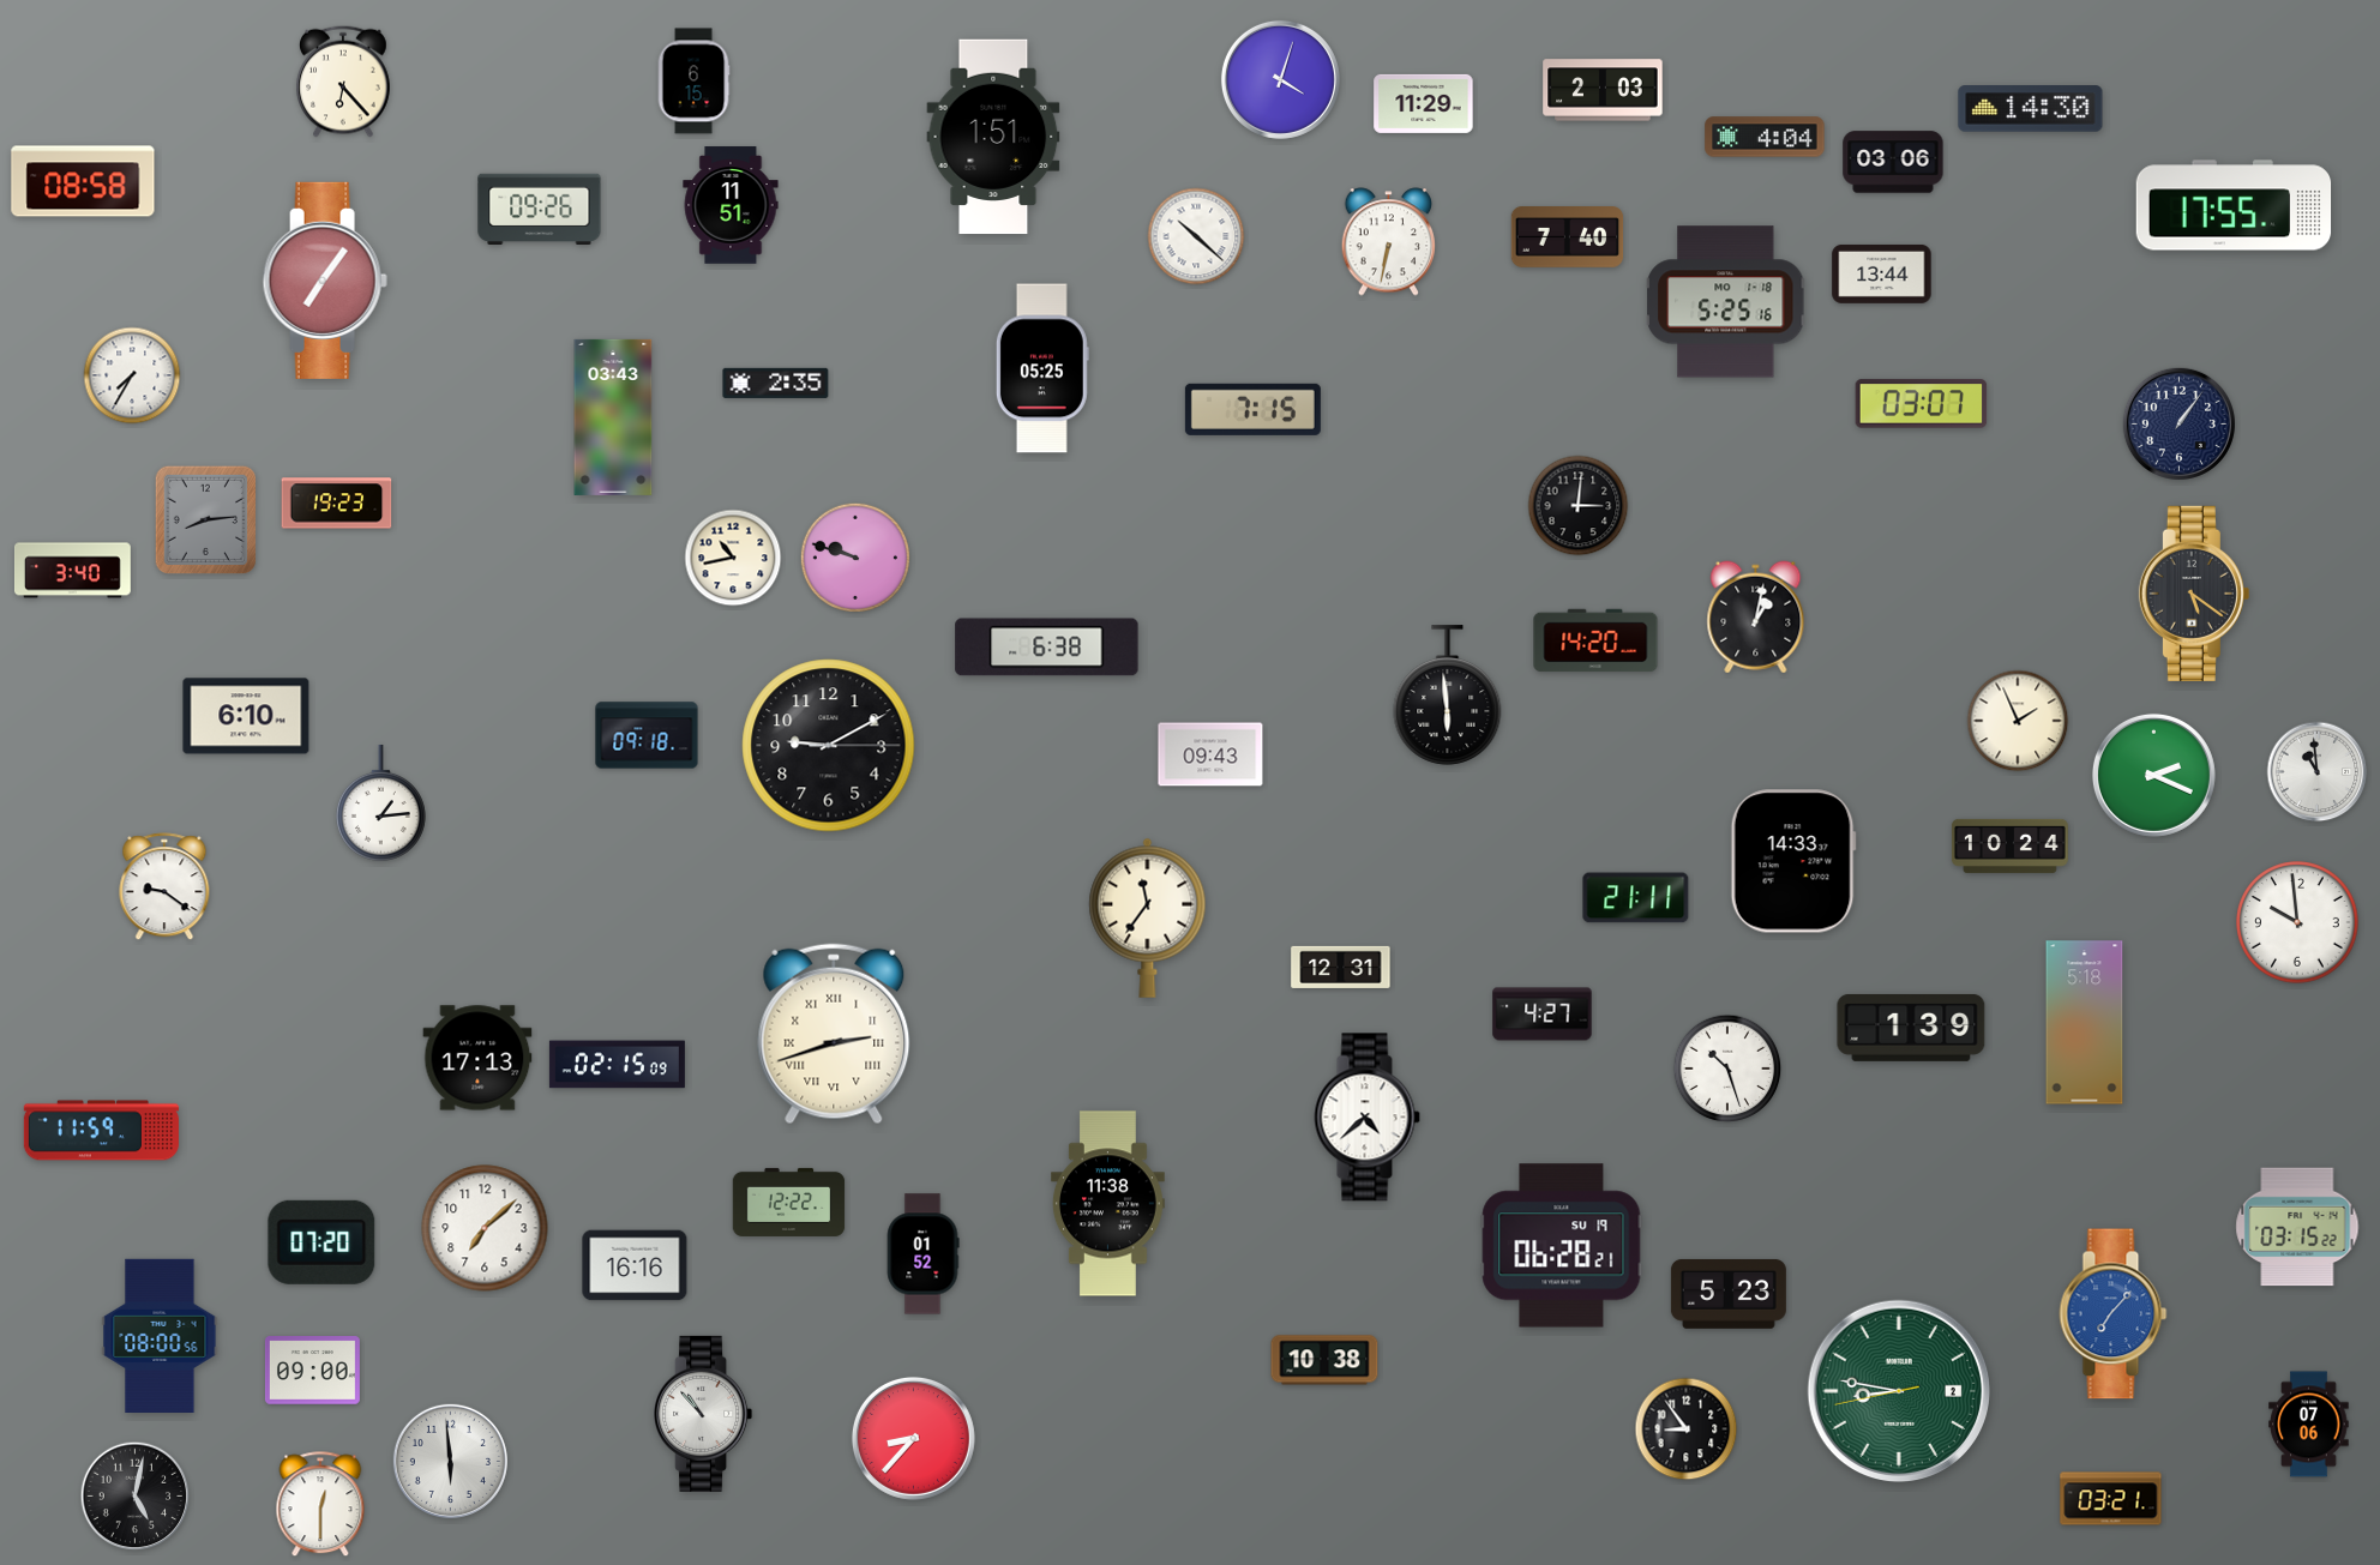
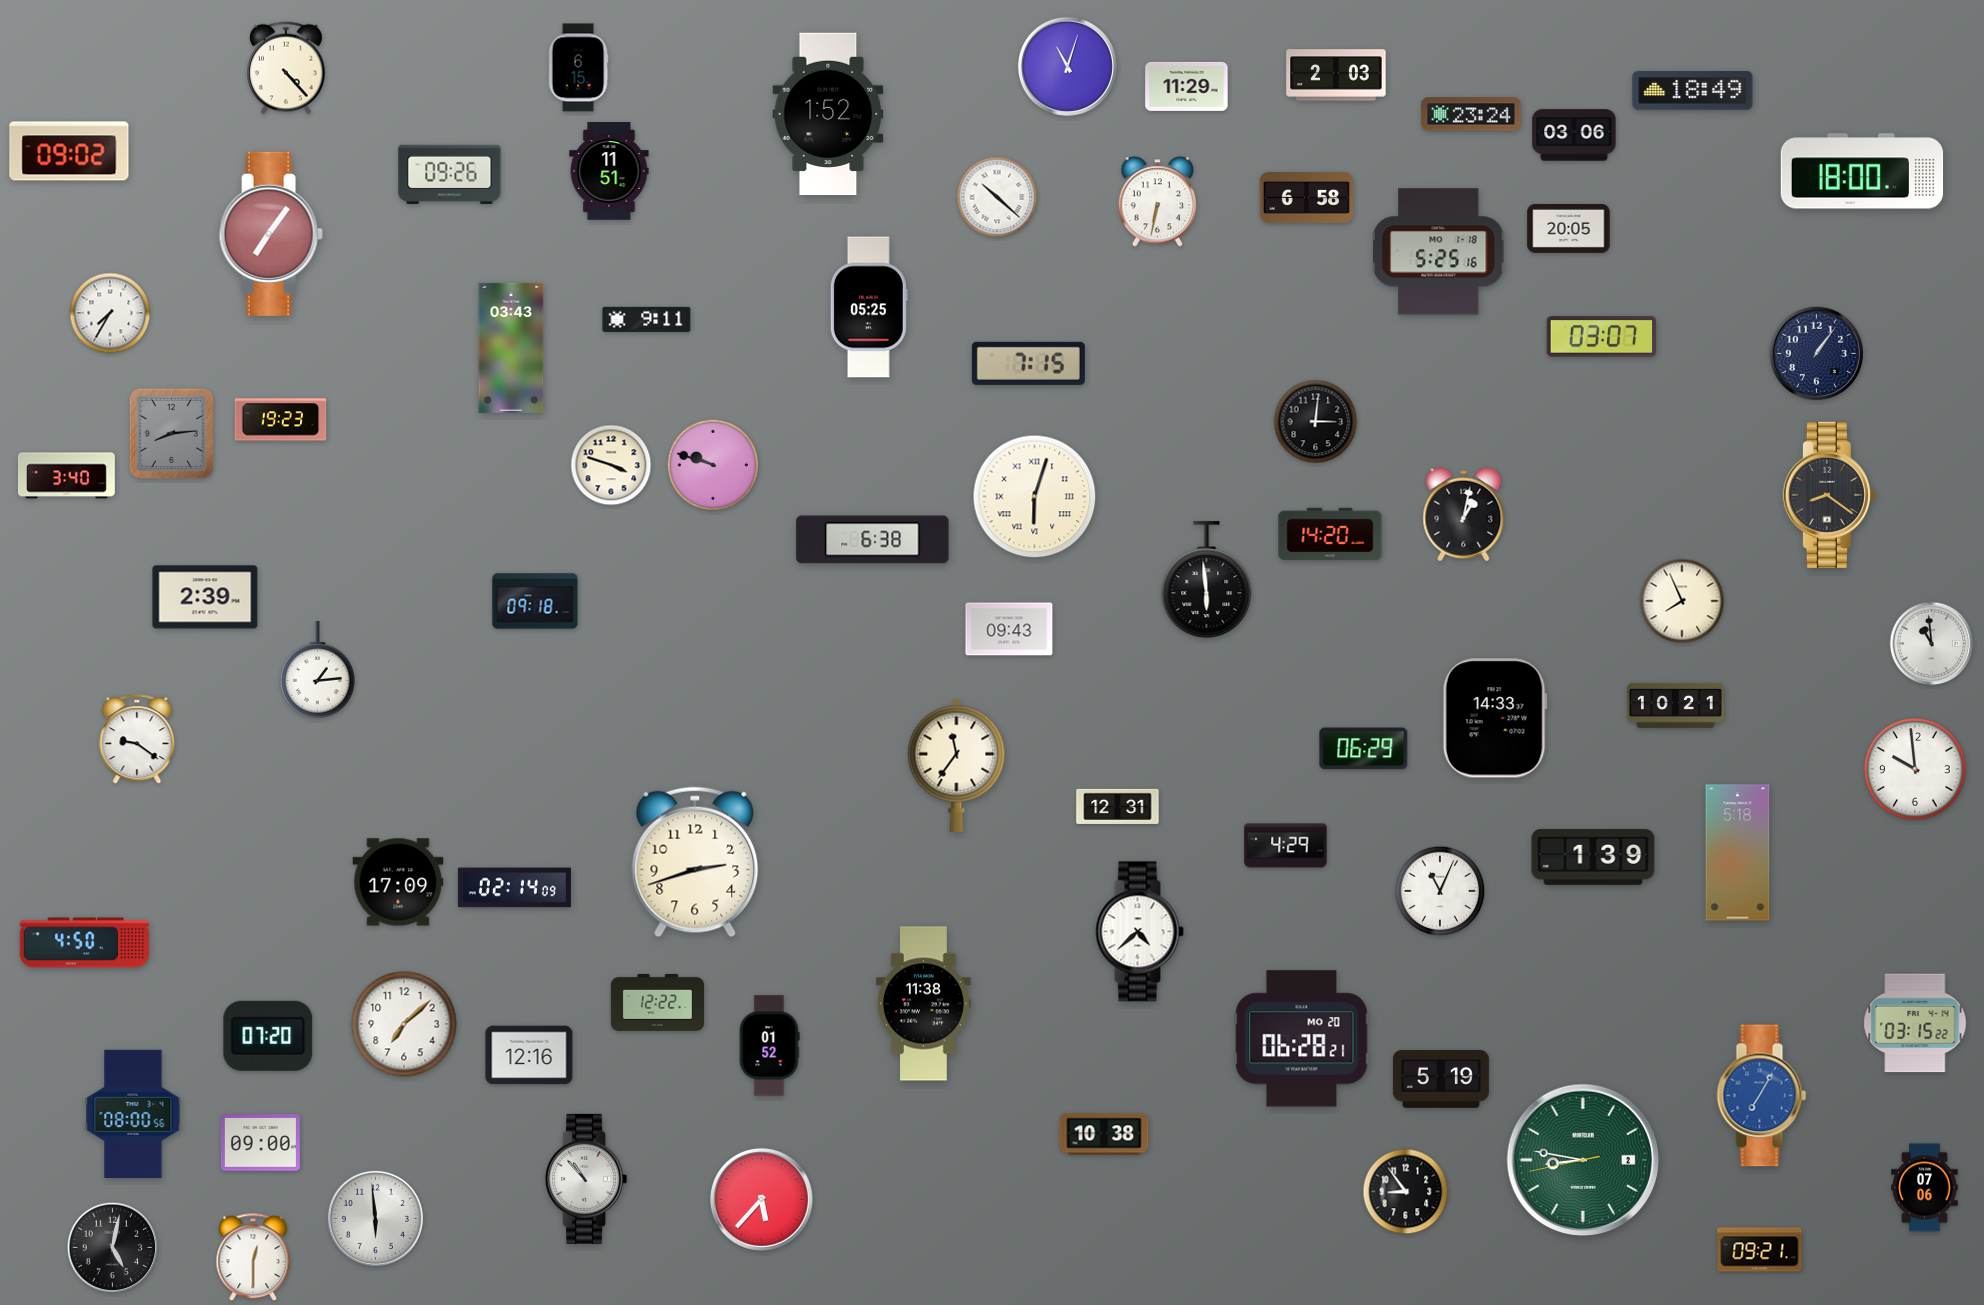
clock at (1280, 79): 4:03 -> 11:03
clock at (344, 82): 6:23 -> 4:23
clock at (2031, 109): 14:30 -> 18:49
clock at (993, 137): 1:51 -> 1:52
clock at (1765, 137): 4:04 -> 23:24
clock at (1893, 162) position: (1893, 162) -> (1574, 135)
clock at (83, 181): 08:58 -> 09:02
clock at (2234, 205): 17:55 -> 18:00
clock at (1568, 237): 7:40 -> 6:58
clock at (1882, 273): 13:44 -> 20:05
clock at (776, 383): 2:35 -> 9:11
clock at (1252, 409) position: (1252, 409) -> (1028, 363)
clock at (733, 558): 10:43 -> 3:48
clock at (73, 571) position: (73, 571) -> (67, 476)
clock at (2194, 594): 5:21 -> 8:21
clock at (1035, 497): none -> 6:03
clock at (246, 716): 6:10 -> 2:39
clock at (2018, 721): 1:56 -> 7:56
clock at (647, 735) position: (647, 735) -> (535, 601)
clock at (829, 746): 9:10 -> none
clock at (2153, 775): 2:19 -> none
clock at (2009, 845): 10:24 -> 10:21
clock at (1636, 898): 21:11 -> 06:29
clock at (1543, 1015): 4:27 -> 4:29
clock at (834, 1034) numerals: Roman -> Arabic
clock at (477, 1058): 17:13 -> 17:09
clock at (617, 1065): 02:15 -> 02:14
clock at (1727, 1069): 10:27 -> 11:04
clock at (101, 1131): 11:59 -> 4:50
clock at (1562, 1246) date: SU 19 -> MO 20
clock at (635, 1265): 16:16 -> 12:16
clock at (1729, 1294): 5:23 -> 5:19
clock at (2114, 1314): 7:07 -> 7:05
clock at (913, 1438): 8:37 -> 5:37
clock at (2111, 1499): 03:21 -> 09:21
clock at (320, 1505) position: (320, 1505) -> (253, 1258)
